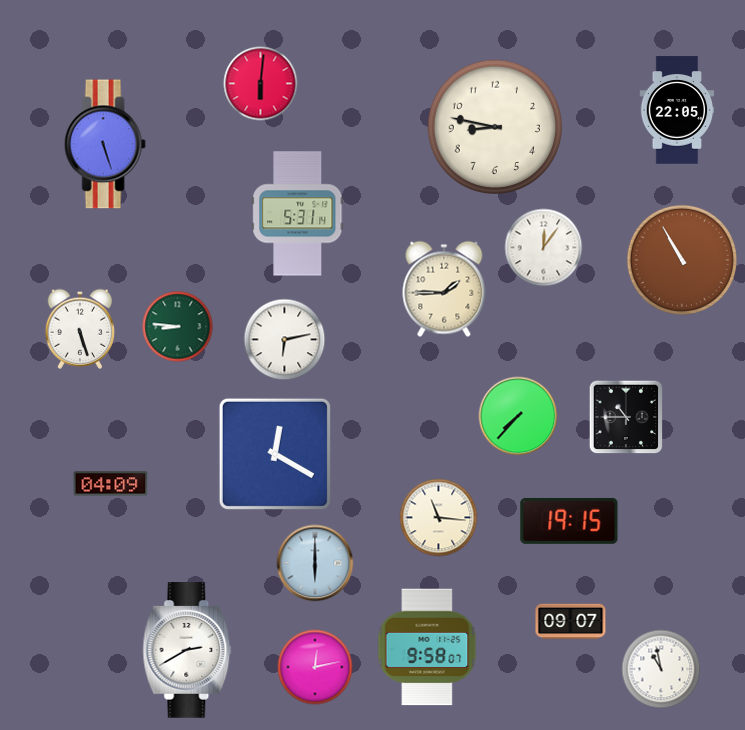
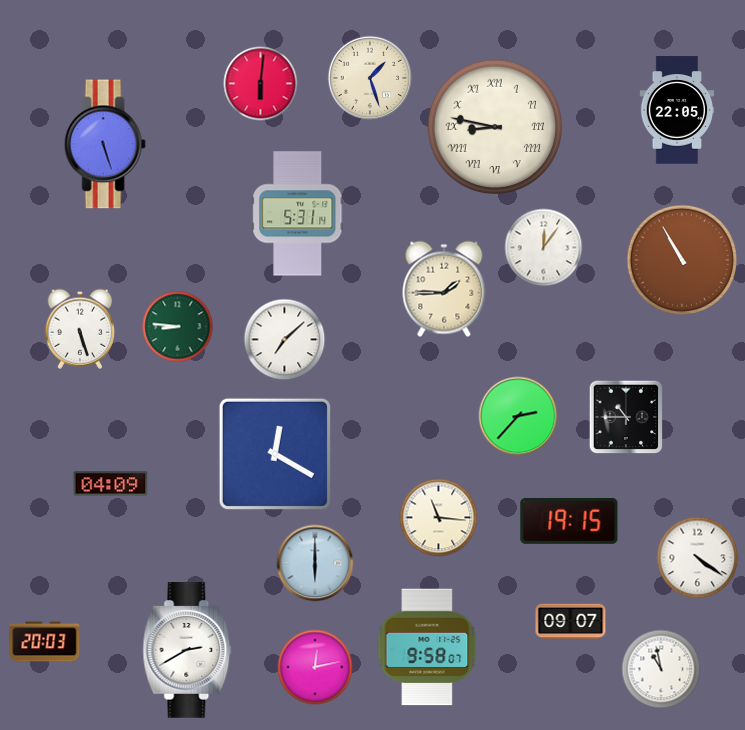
clock at (370, 78): none -> 1:27
clock at (494, 126) numerals: Arabic -> Roman
clock at (285, 340): 6:13 -> 7:08
clock at (518, 416): 7:37 -> 2:37
clock at (698, 558): none -> 4:21
clock at (45, 642): none -> 20:03
